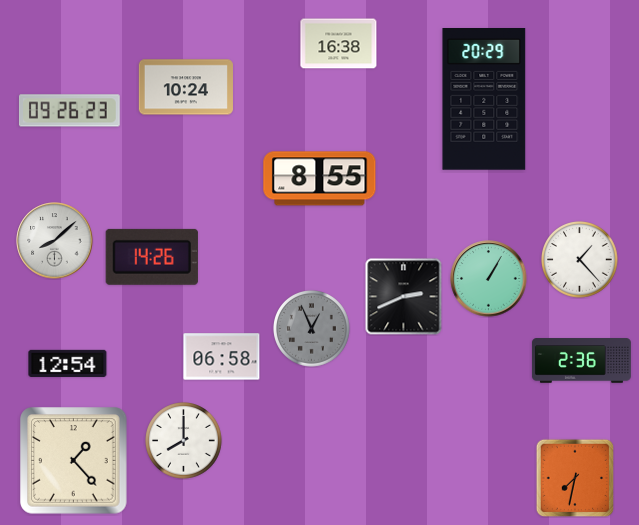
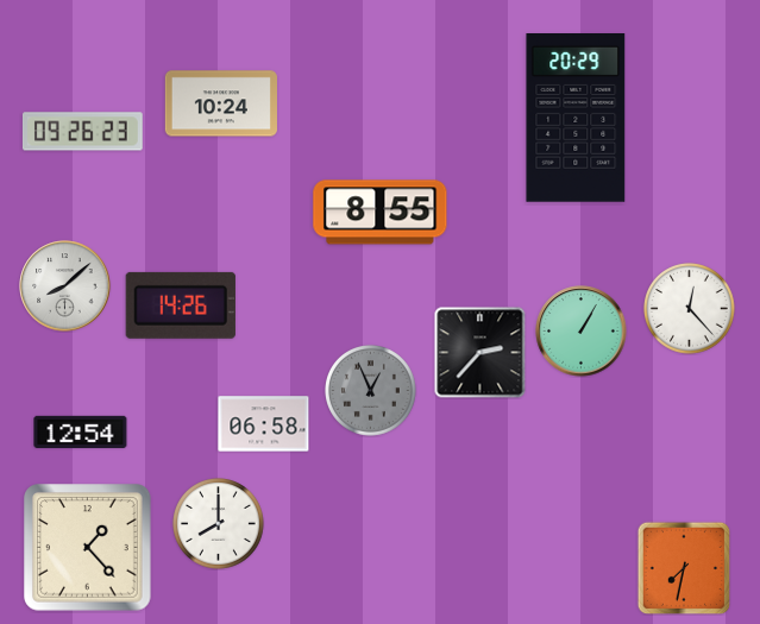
clock at (339, 44): 16:38 -> none
clock at (580, 260): 1:23 -> 12:23
clock at (404, 297): 2:41 -> 2:37
clock at (581, 361): 2:36 -> none
